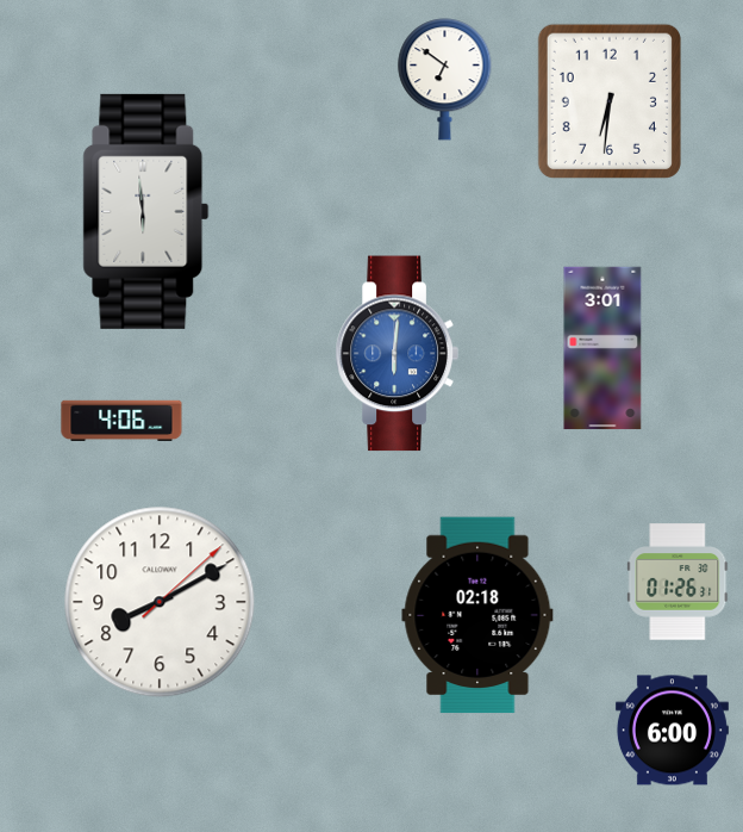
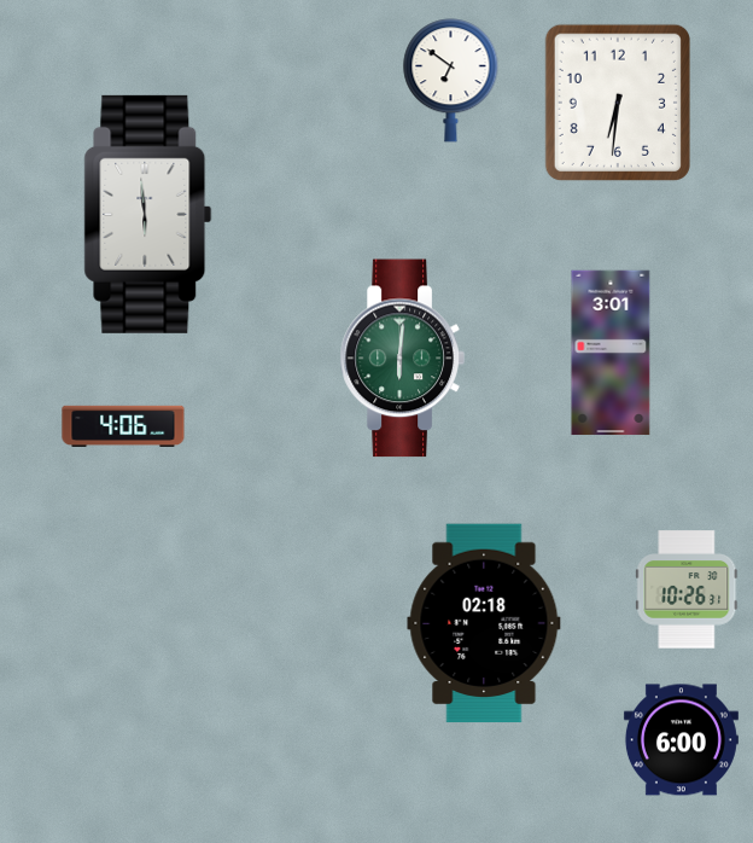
clock at (397, 354) dial: blue -> green
clock at (678, 582): 01:26 -> 10:26
clock at (160, 602): 8:10 -> none
